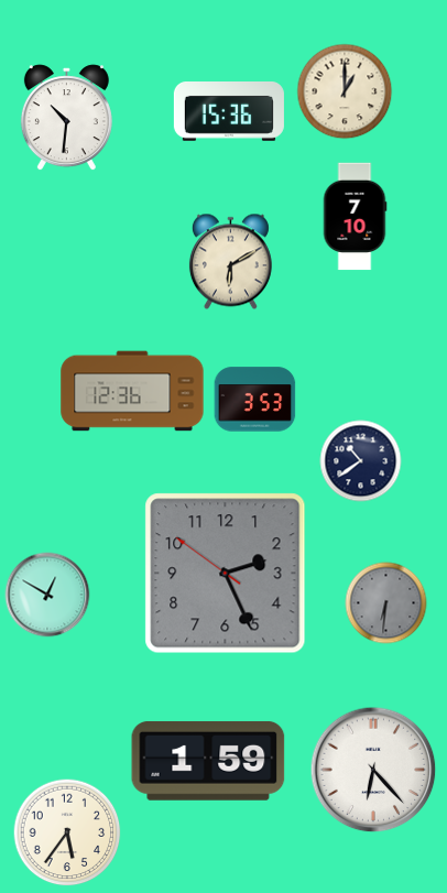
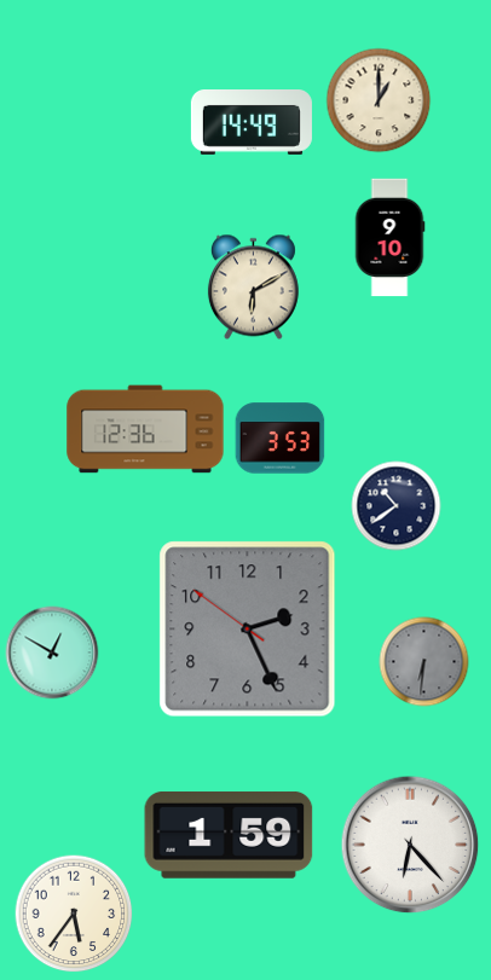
clock at (229, 112): 15:36 -> 14:49
clock at (66, 118): 10:31 -> none
clock at (355, 217): 7:10 -> 9:10
